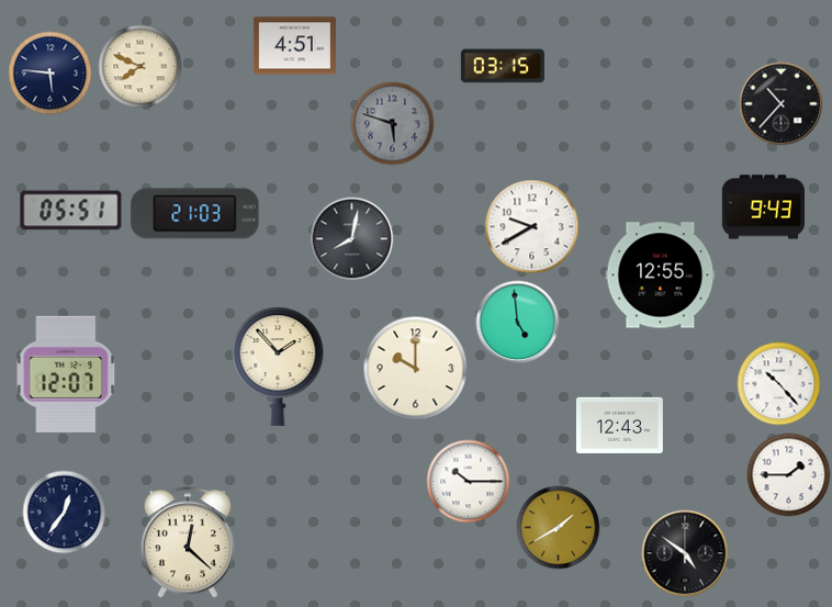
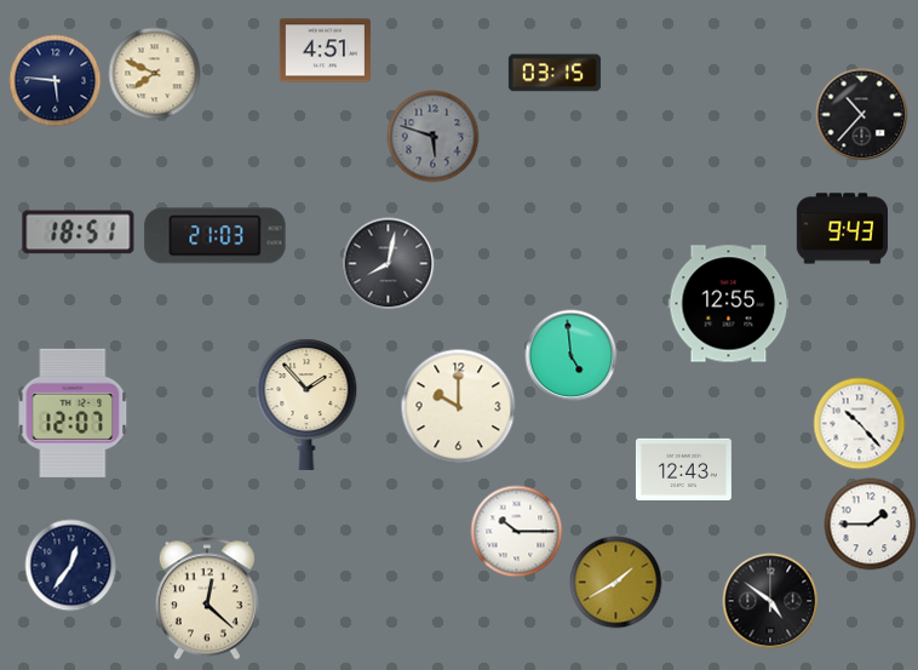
clock at (71, 211): 05:51 -> 18:51
clock at (532, 227): 9:40 -> none
clock at (685, 553) position: (685, 553) -> (770, 601)
